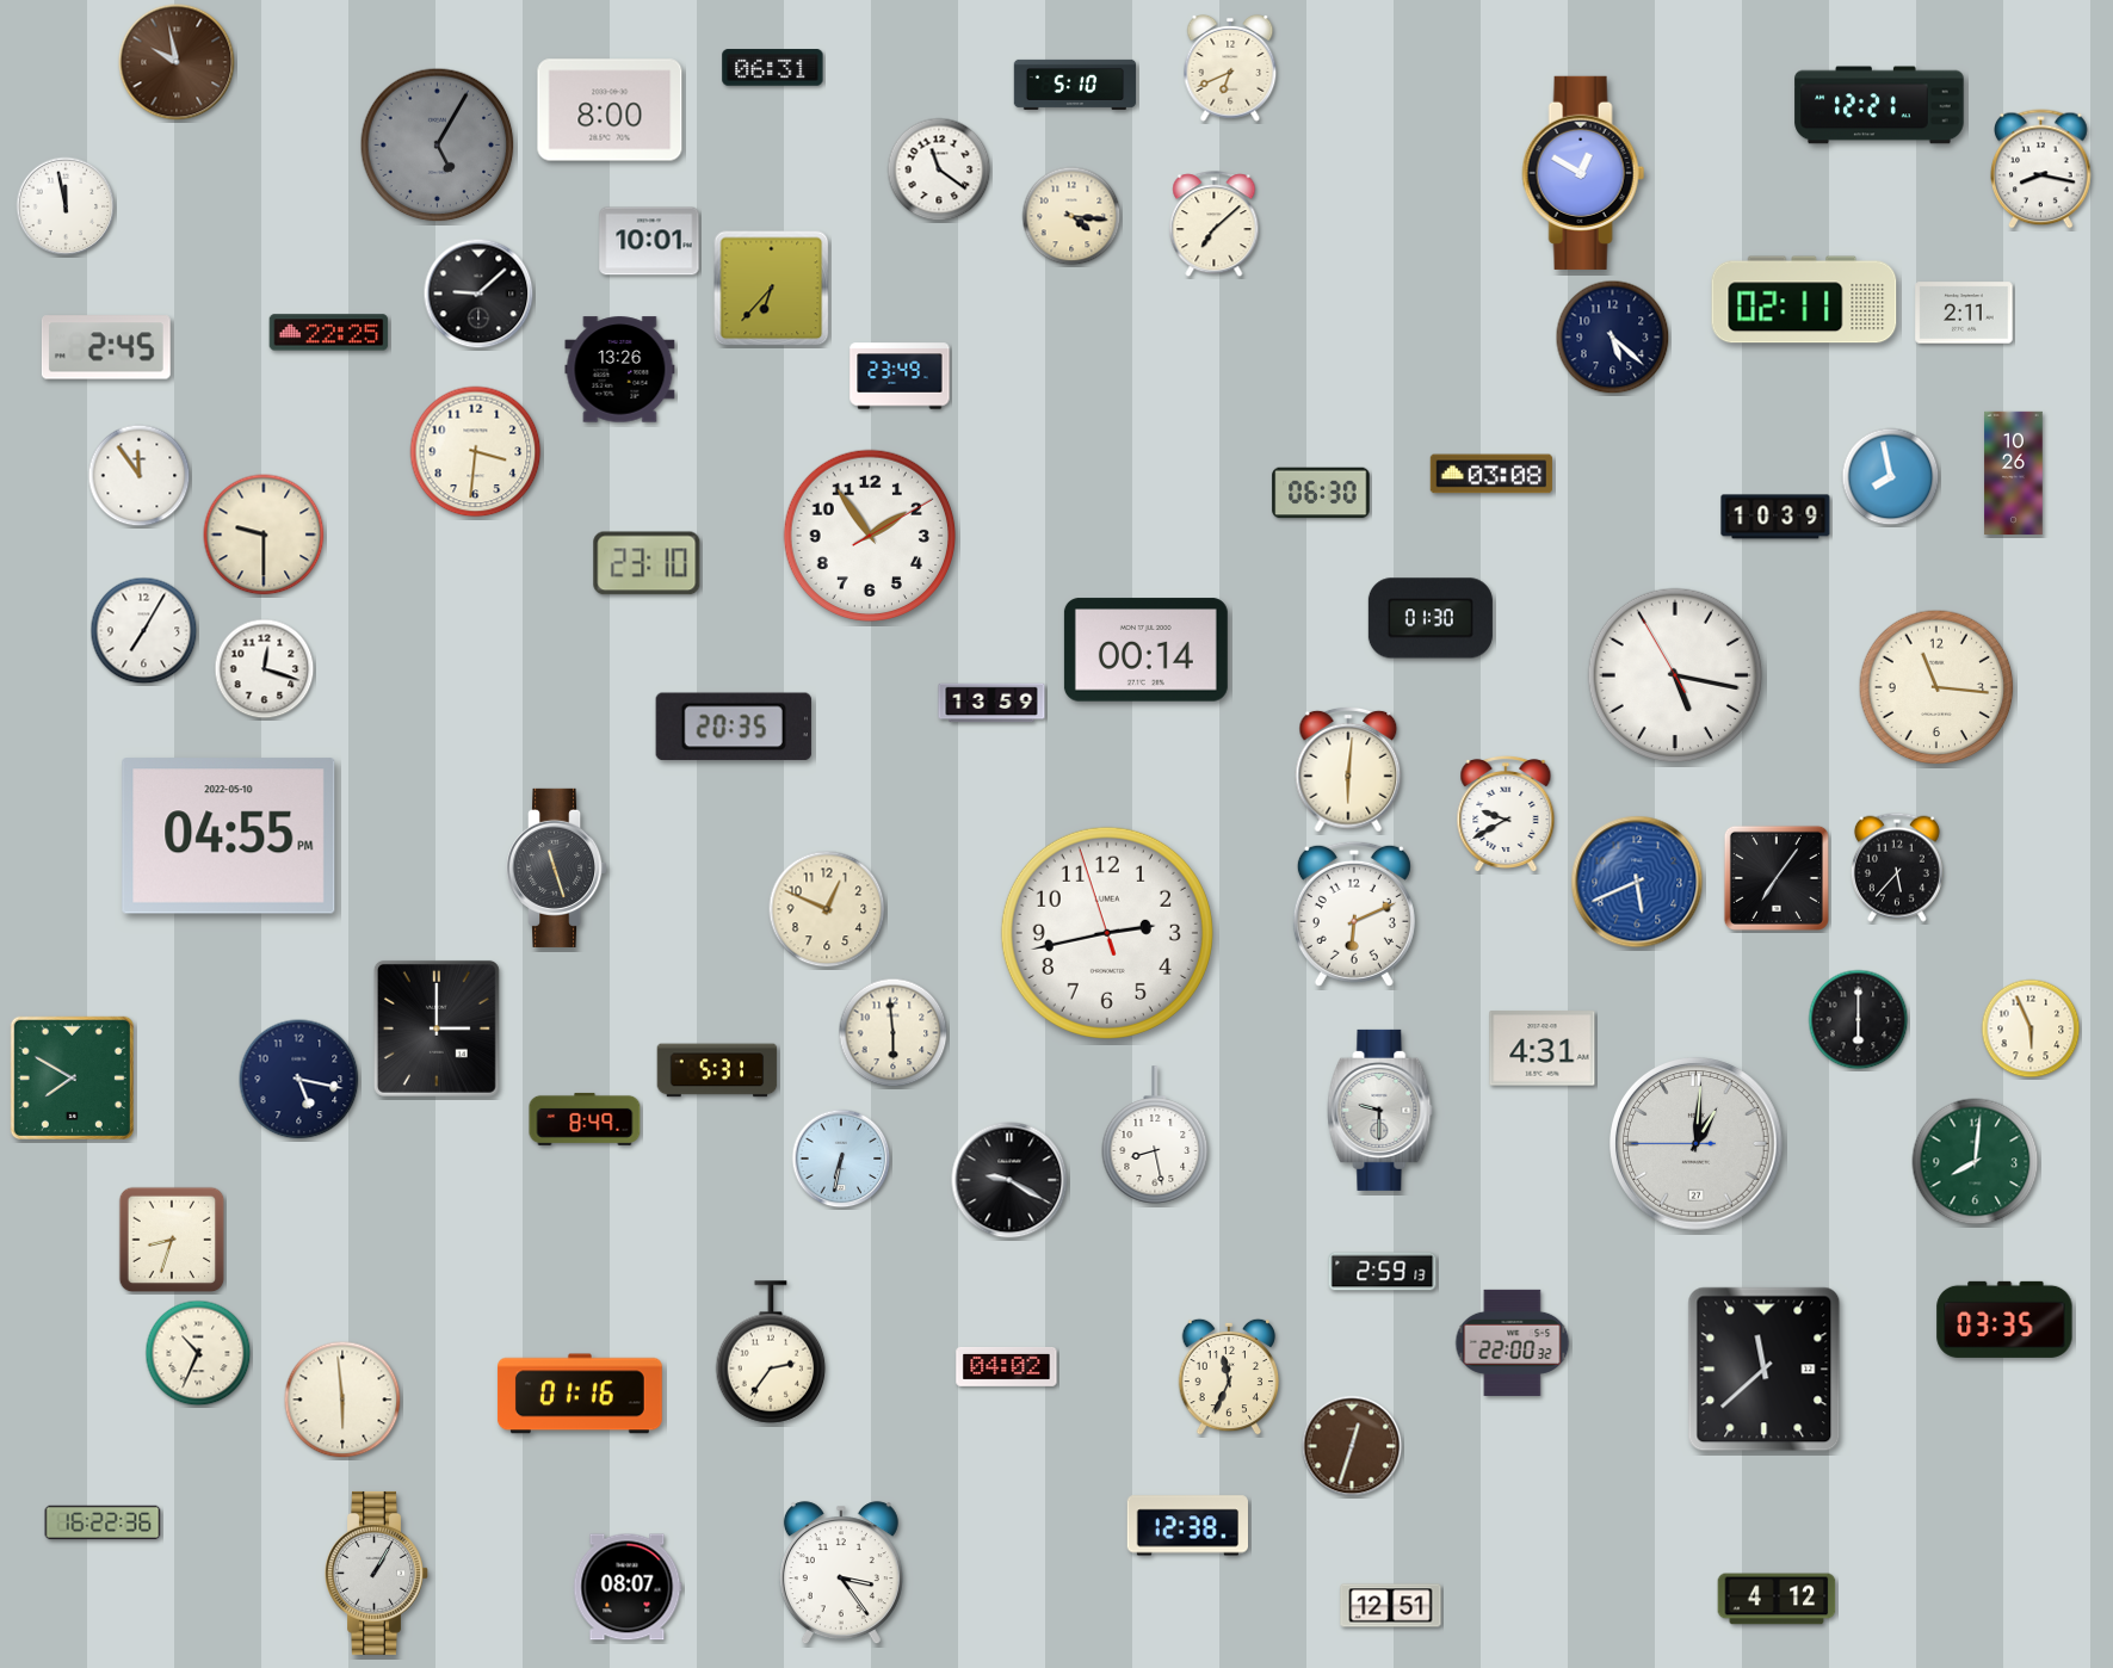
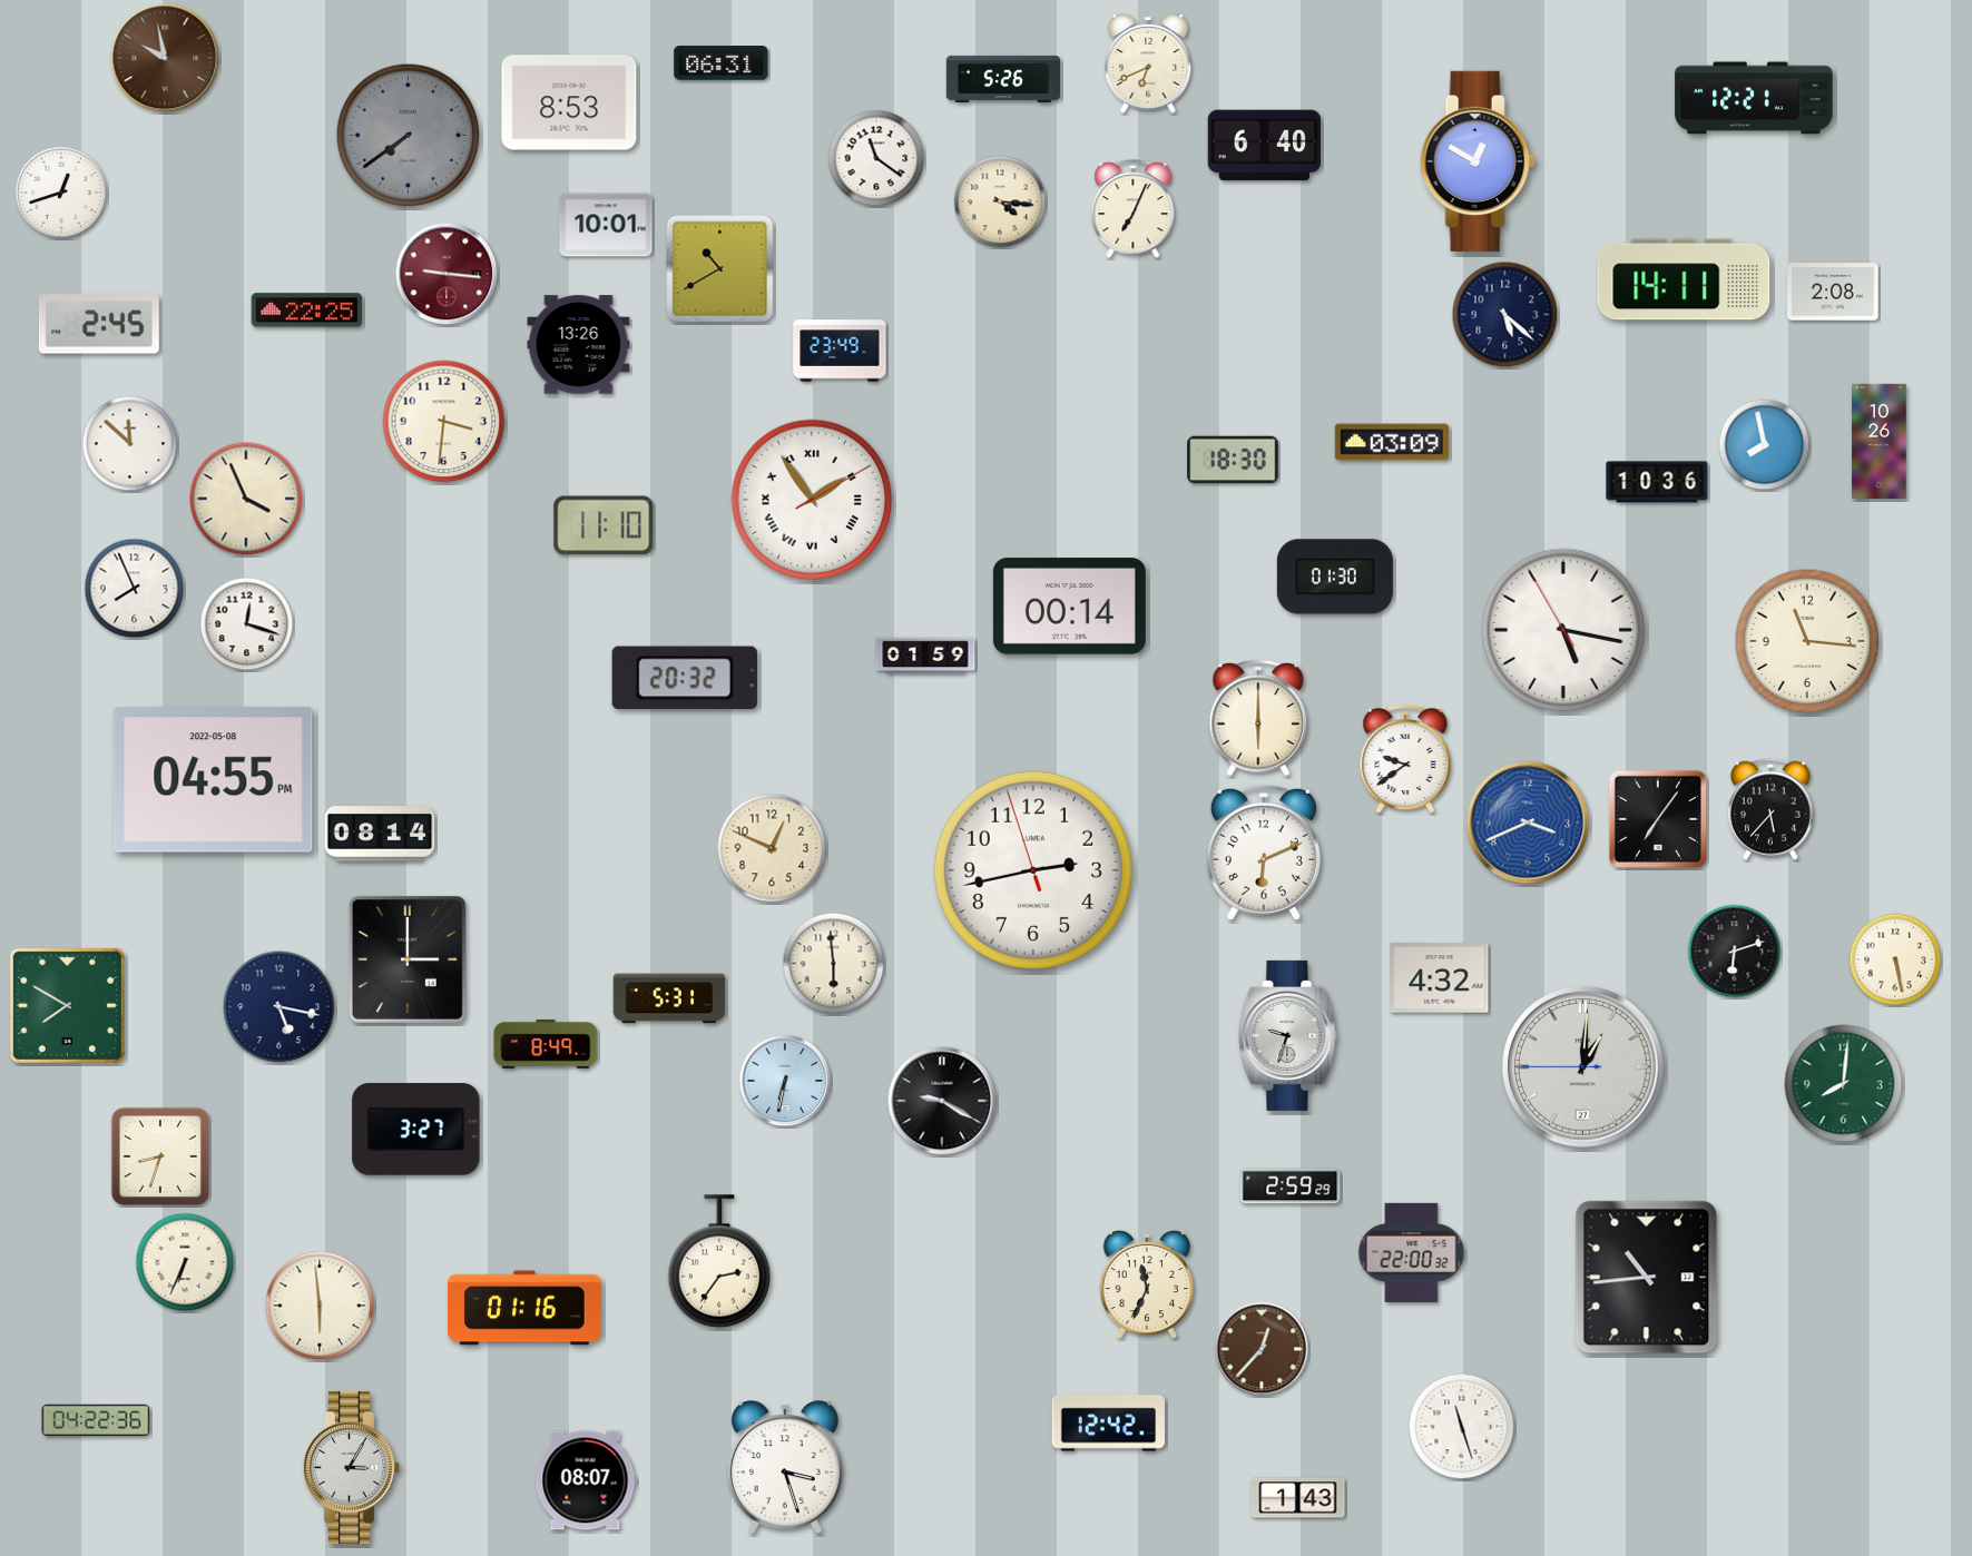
clock at (1075, 85): 5:10 -> 5:26
clock at (610, 110): 8:00 -> 8:53
clock at (438, 146): 5:05 -> 7:39
clock at (1264, 146): none -> 6:40
clock at (2041, 169): 8:17 -> none
clock at (66, 206): 11:58 -> 12:42
clock at (1215, 224): 7:08 -> 7:04
clock at (772, 289): 6:37 -> 10:40
clock at (478, 294): 9:08 -> 9:16
clock at (478, 294) dial: black -> burgundy
clock at (1804, 299): 02:11 -> 14:11
clock at (1964, 313): 2:11 -> 2:08
clock at (1491, 474): 03:08 -> 03:09
clock at (140, 476): 11:54 -> 11:52
clock at (1321, 493): 06:30 -> 18:30
clock at (1775, 517): 10:39 -> 10:36
clock at (264, 535): 9:30 -> 3:56
clock at (870, 536) numerals: Arabic -> Roman
clock at (647, 563): 23:10 -> 11:10
clock at (144, 631): 7:05 -> 7:56
clock at (991, 703): 13:59 -> 01:59
clock at (734, 727): 20:35 -> 20:32
clock at (1348, 770): 6:01 -> 6:00
clock at (1506, 814): 9:40 -> 9:39
clock at (229, 836) date: 2022-05-10 -> 2022-05-08
clock at (558, 867): 11:27 -> none
clock at (1637, 882): 5:41 -> 3:41
clock at (380, 834): none -> 08:14
clock at (1859, 1020): 6:00 -> 6:12
clock at (2031, 1028): 5:56 -> 5:28
clock at (1543, 1049): 4:31 -> 4:32
clock at (1380, 1110): 9:30 -> 9:33
clock at (1155, 1135): 8:28 -> none
clock at (416, 1130): none -> 3:27
clock at (1383, 1272): 2:59:13 -> 2:59:29
clock at (2004, 1320): 03:35 -> none
clock at (198, 1353): 10:34 -> 6:34
clock at (1007, 1366): 04:02 -> none
clock at (1765, 1370): 11:38 -> 10:44
clock at (580, 1394) position: (580, 1394) -> (524, 1308)
clock at (1352, 1446): 12:33 -> 12:37
clock at (103, 1522): 16:22 -> 04:22
clock at (1187, 1526): 12:38 -> 12:42
clock at (1462, 1427): none -> 11:27
clock at (377, 1573): 1:05 -> 3:05
clock at (841, 1574): 3:24 -> 3:27
clock at (1777, 1599): 4:12 -> none
clock at (1391, 1606): 12:51 -> 1:43
